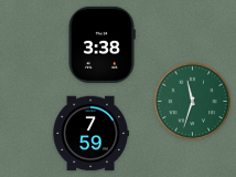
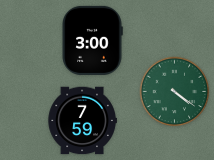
clock at (101, 44): 3:38 -> 3:00
clock at (193, 102): 11:33 -> 4:21
